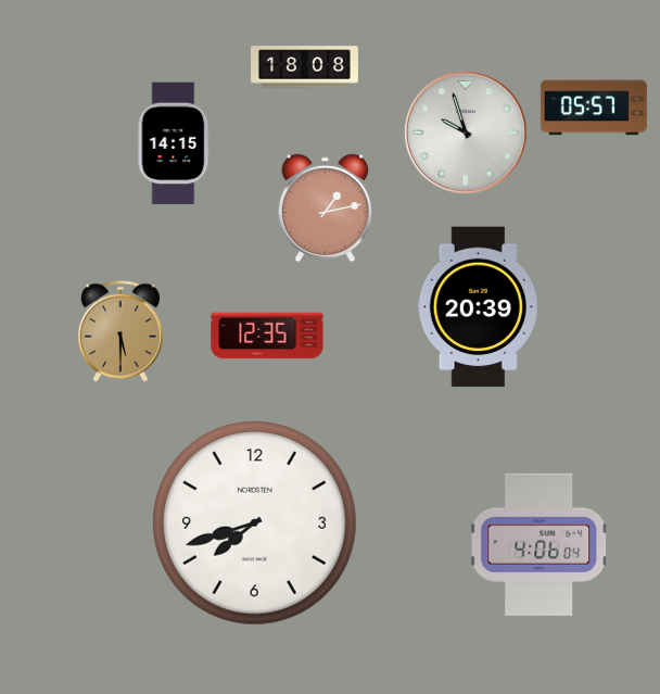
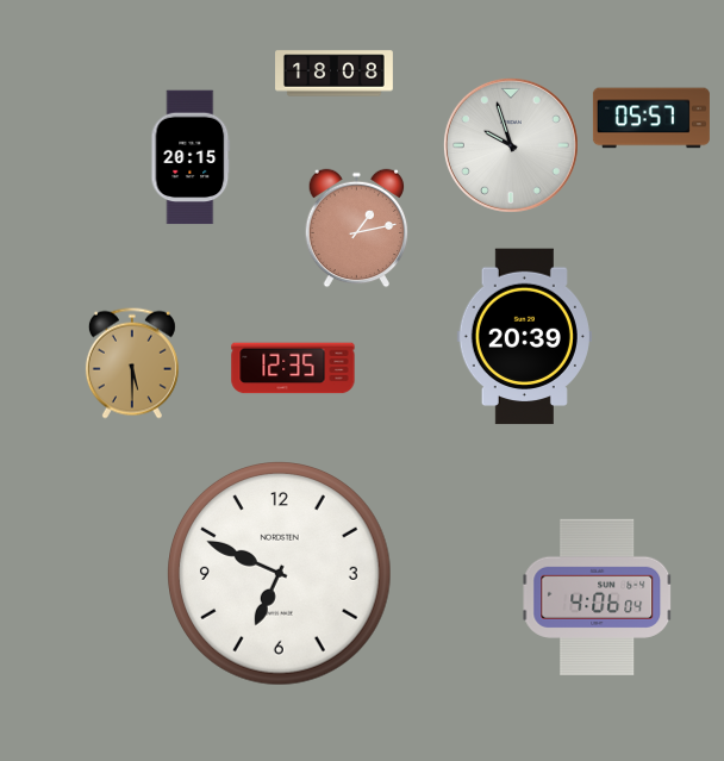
clock at (174, 143): 14:15 -> 20:15
clock at (255, 523): 7:42 -> 6:49
clock at (540, 544) position: (540, 544) -> (598, 597)
